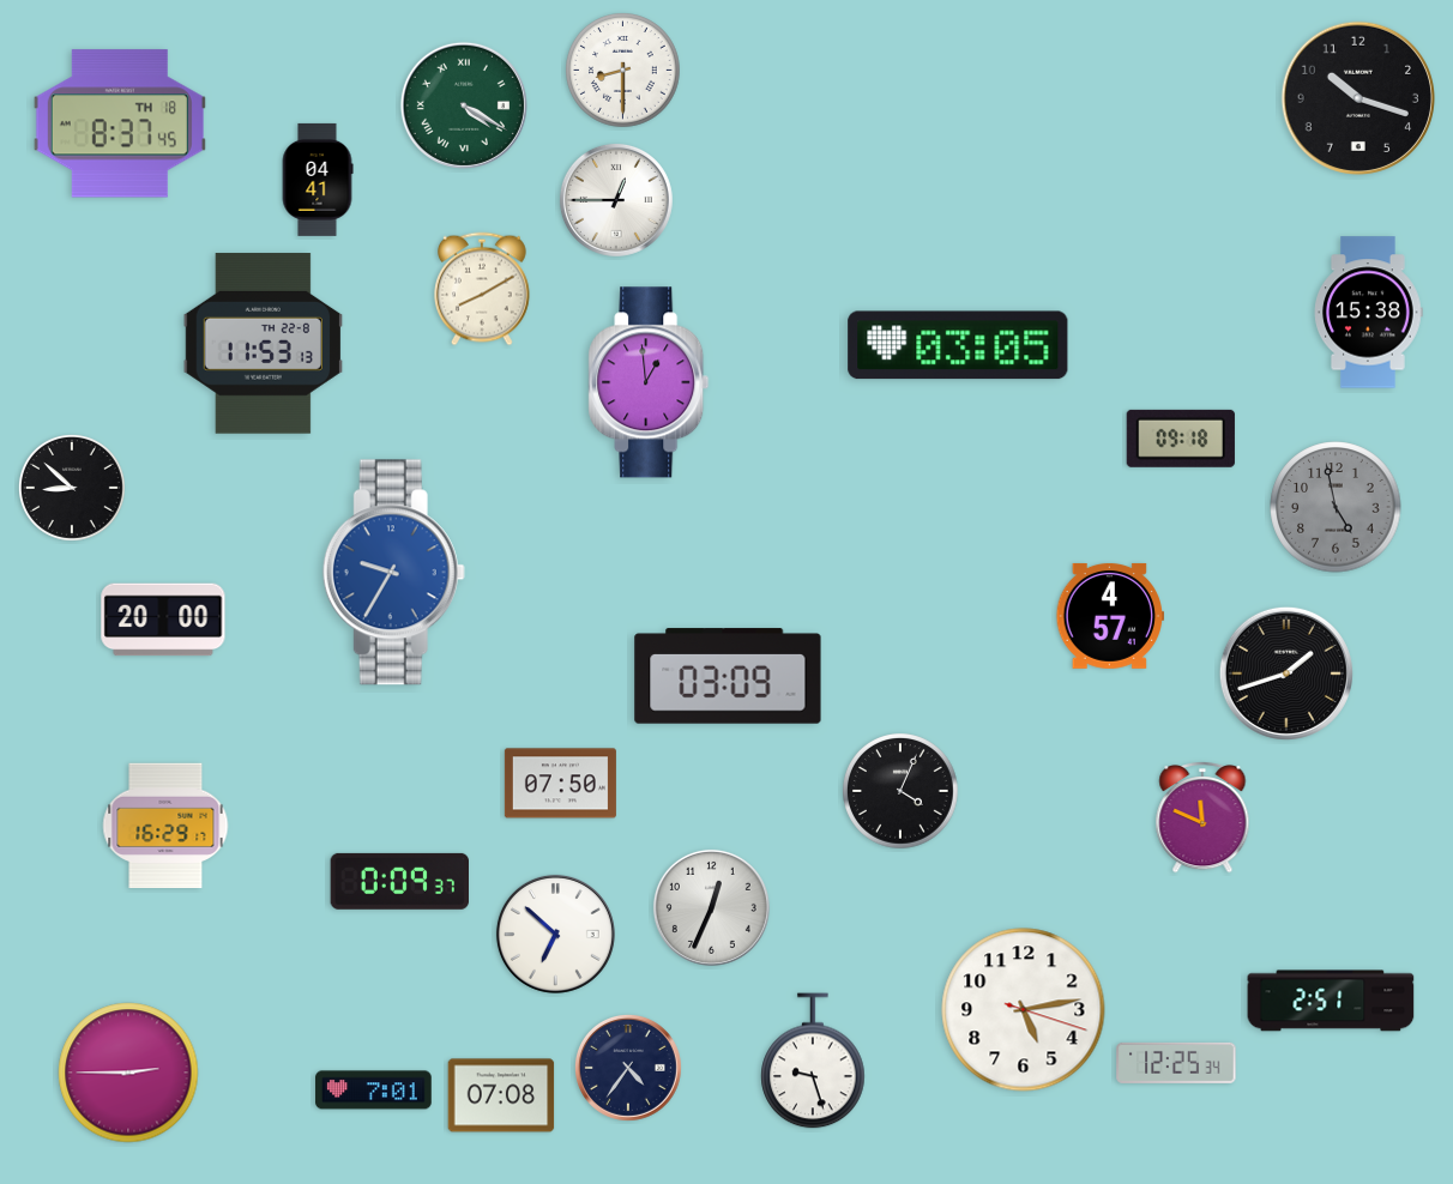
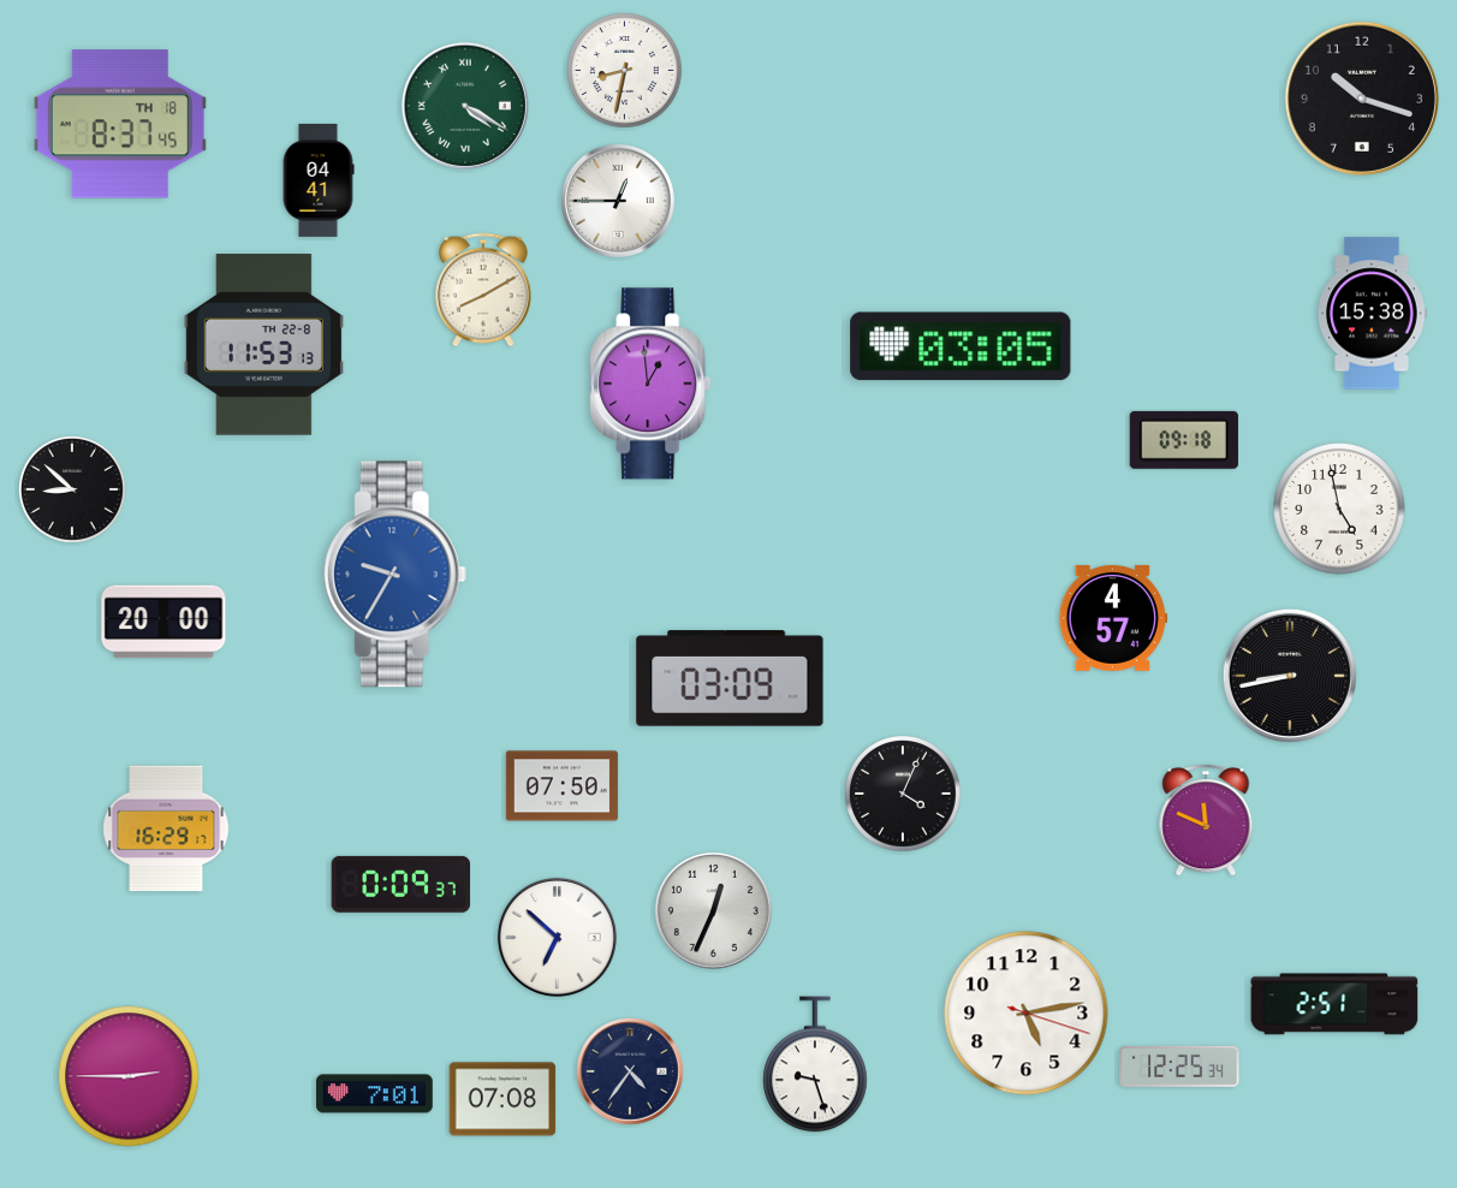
clock at (623, 71): 8:30 -> 8:32
clock at (1336, 507) dial: grey -> white
clock at (1286, 673): 1:42 -> 8:43
